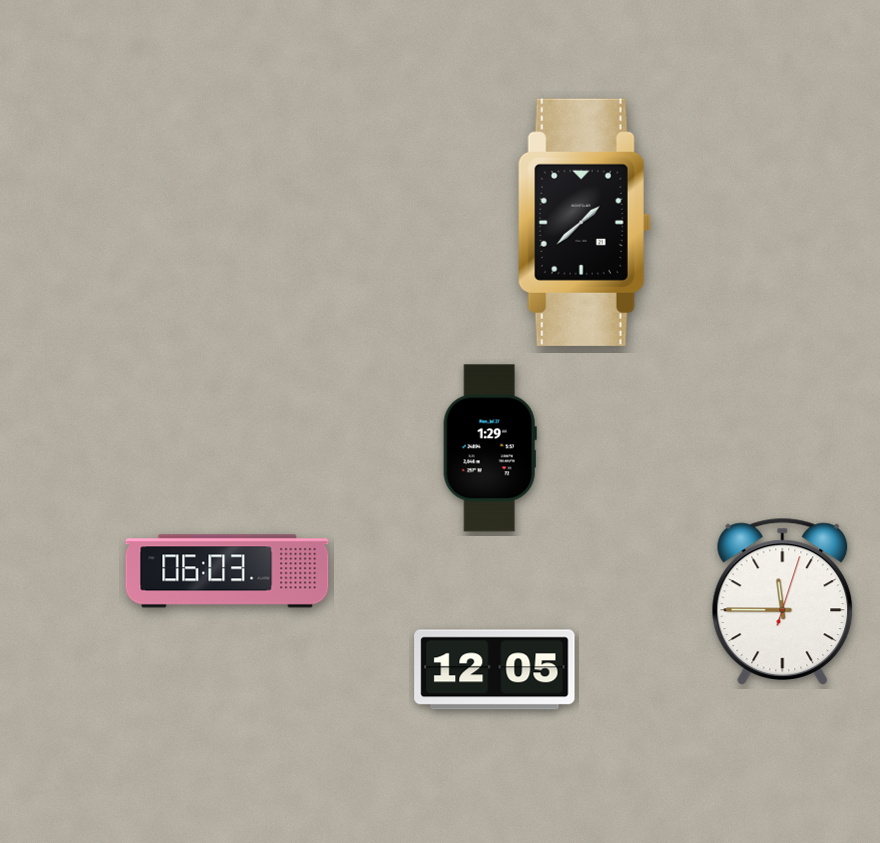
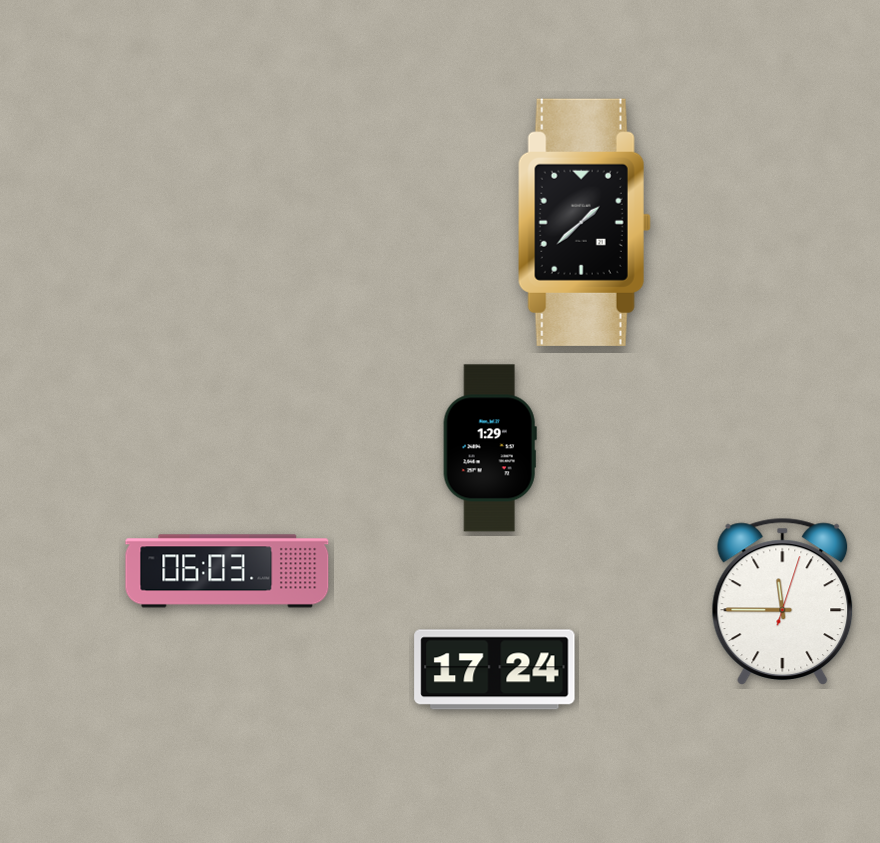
clock at (495, 670): 12:05 -> 17:24
